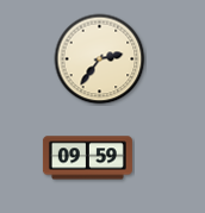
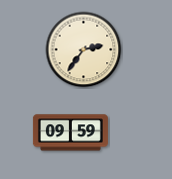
clock at (87, 158) position: (87, 158) -> (70, 133)
